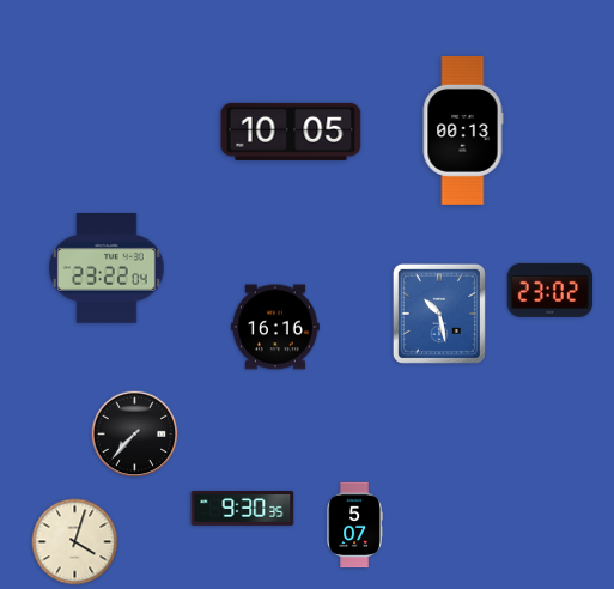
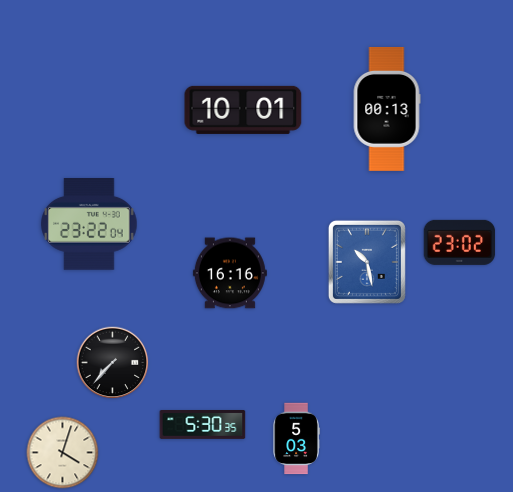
clock at (291, 132): 10:05 -> 10:01
clock at (243, 509): 9:30 -> 5:30
clock at (354, 526): 5:07 -> 5:03
